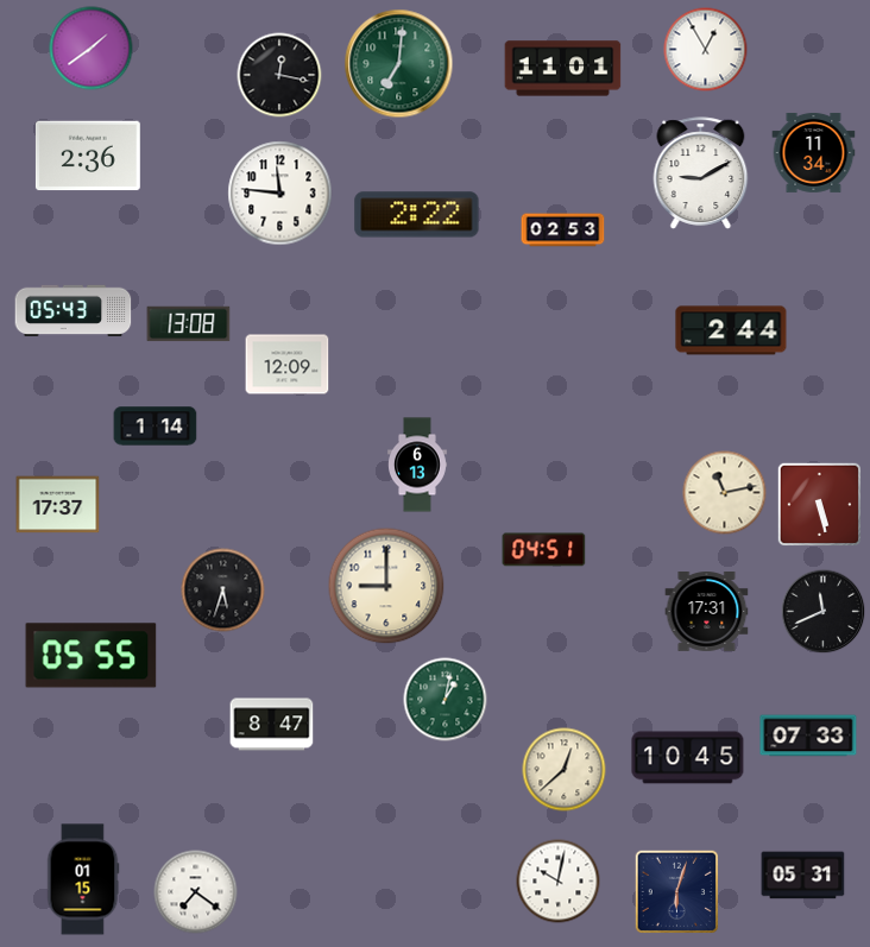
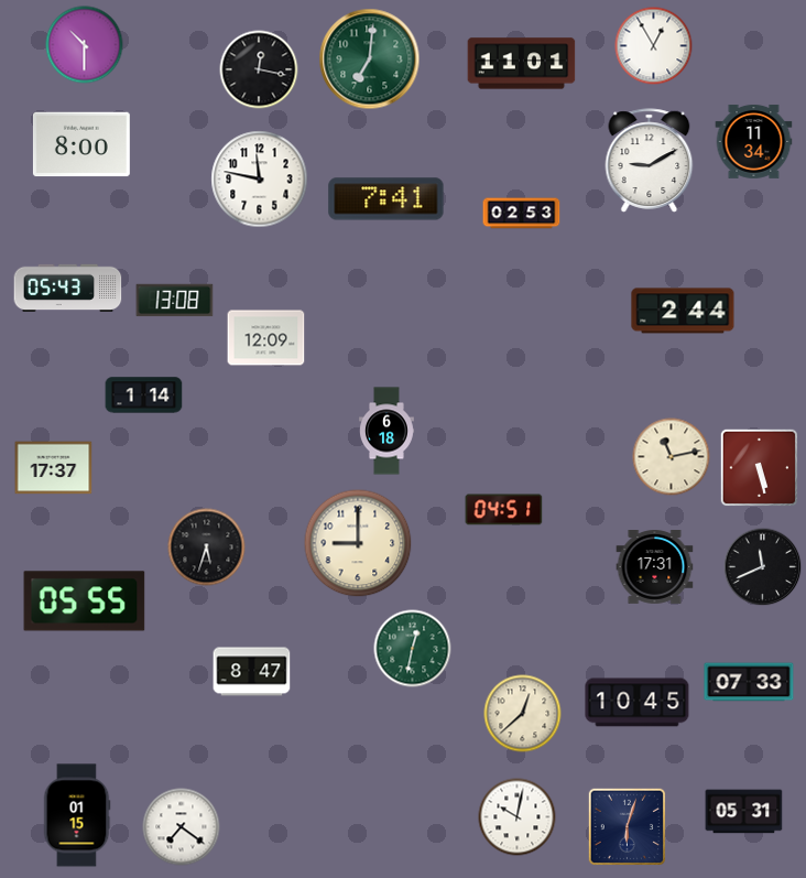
clock at (92, 49): 1:39 -> 10:30
clock at (88, 156): 2:36 -> 8:00
clock at (280, 194): 11:46 -> 11:47
clock at (417, 215): 2:22 -> 7:41
clock at (731, 330) position: (731, 330) -> (683, 311)
clock at (418, 465): 6:13 -> 6:18
clock at (92, 656) position: (92, 656) -> (85, 601)
clock at (446, 700): 1:02 -> 12:32
